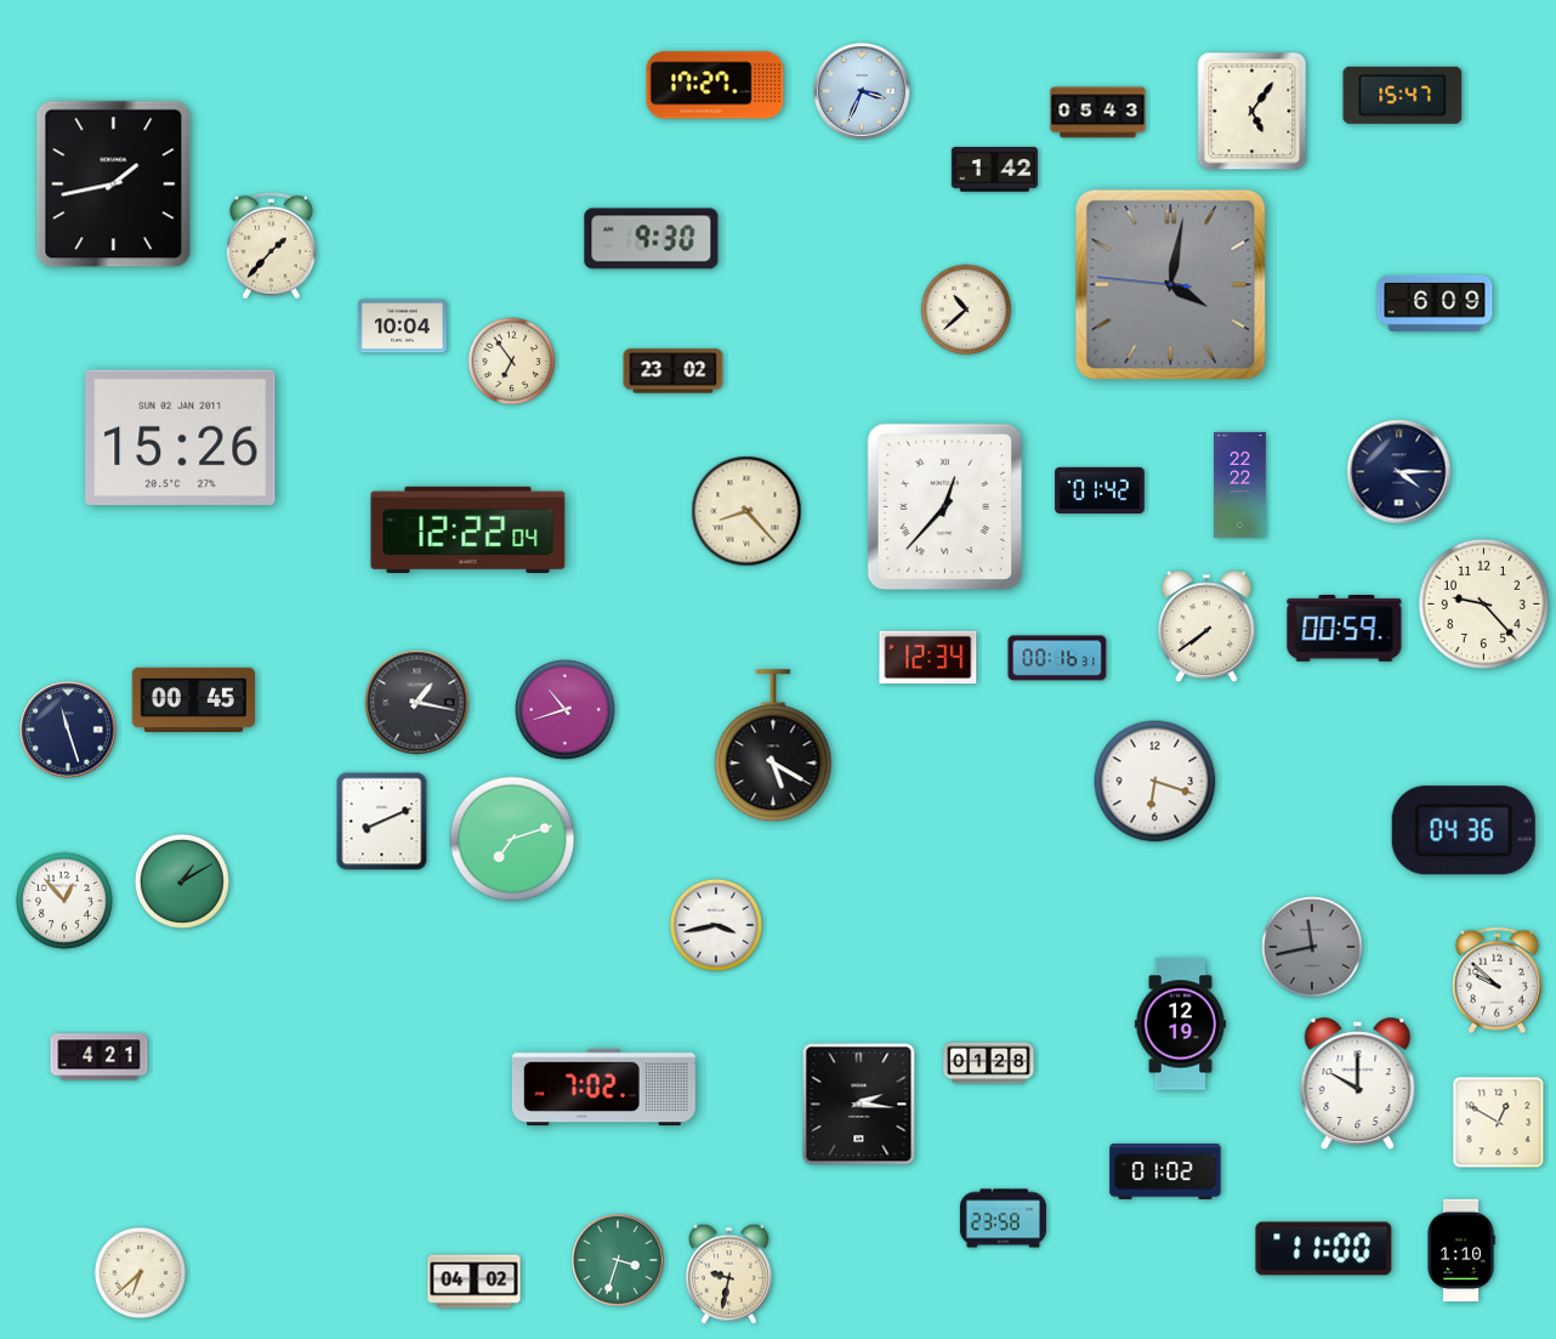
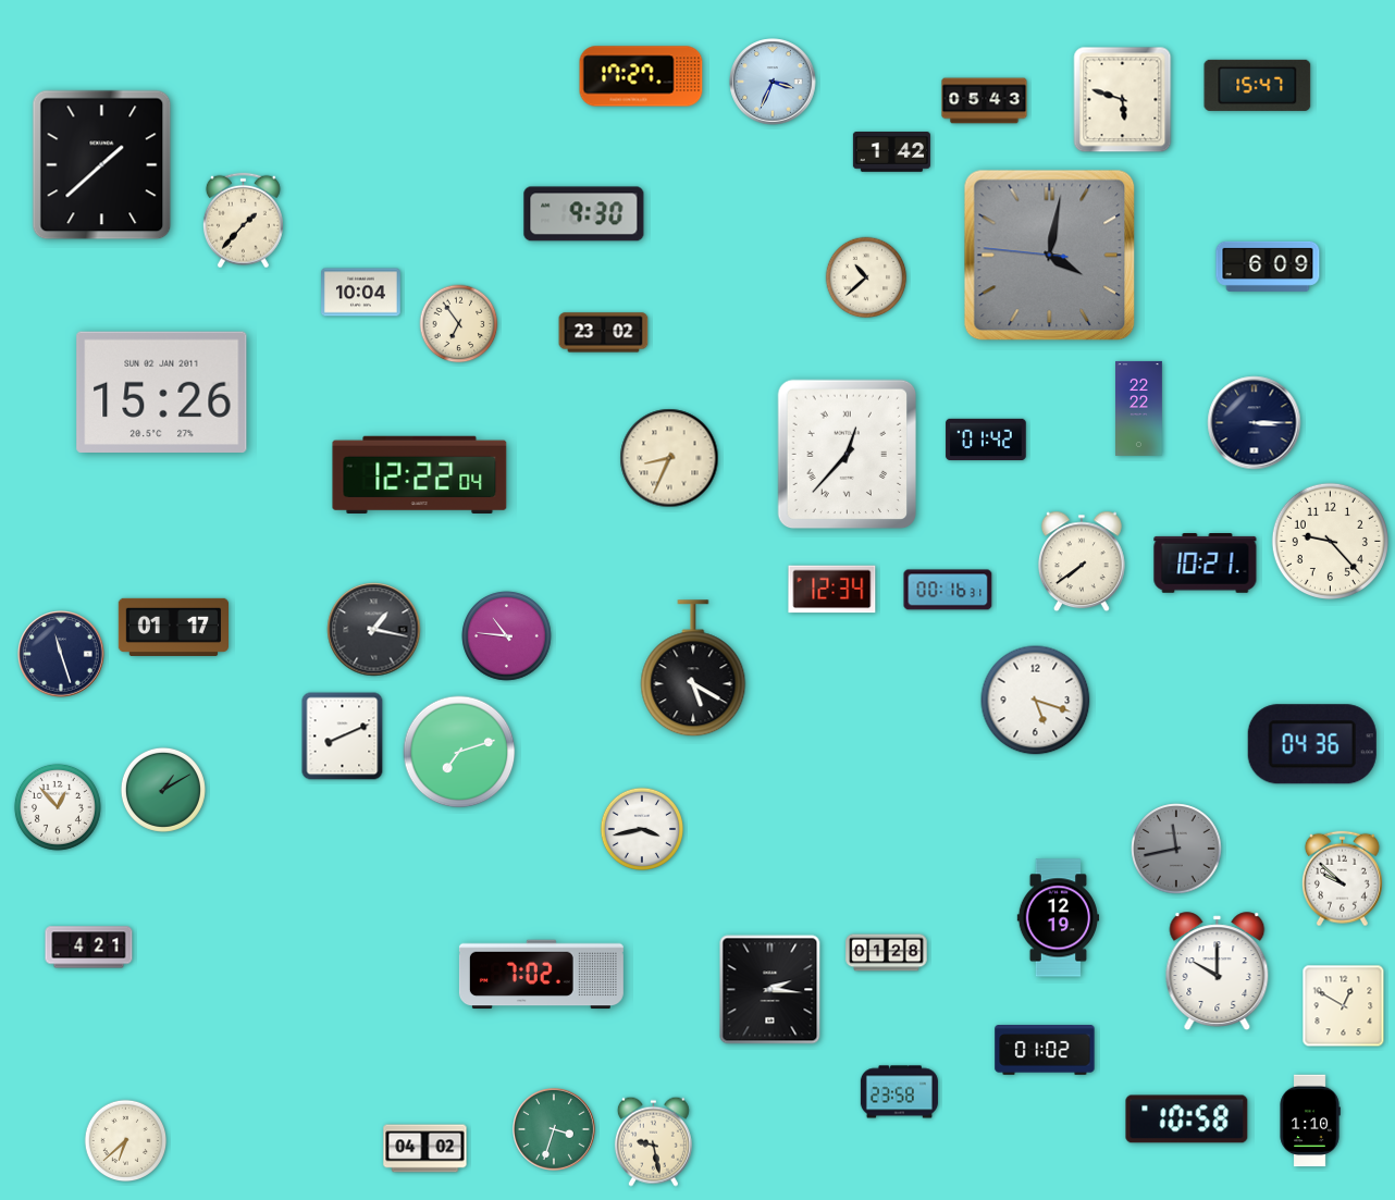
clock at (1253, 112): 5:06 -> 5:48
clock at (114, 185): 1:43 -> 1:38
clock at (1435, 303) position: (1435, 303) -> (1268, 267)
clock at (1399, 472): 4:15 -> 3:15
clock at (1240, 484) position: (1240, 484) -> (1139, 408)
clock at (746, 511): 8:23 -> 8:34
clock at (1345, 629): 00:59 -> 10:21
clock at (193, 699): 00:45 -> 01:17
clock at (566, 710): 10:42 -> 10:46
clock at (1155, 782): 6:18 -> 5:18
clock at (1324, 1249): 11:00 -> 10:58
clock at (728, 1273): 9:32 -> 9:28
